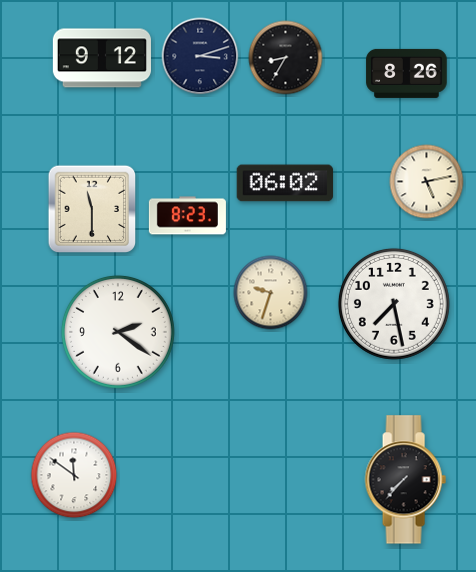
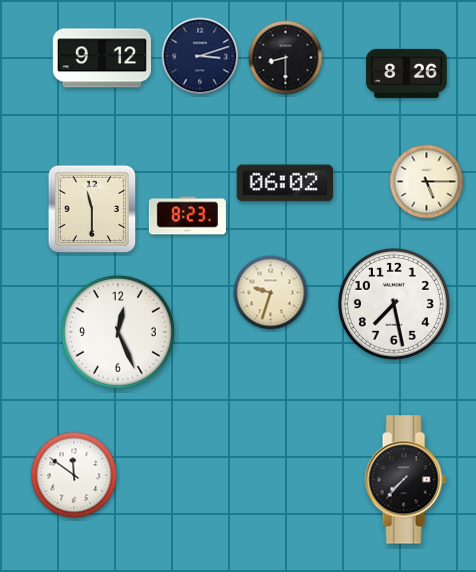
clock at (286, 58): 8:35 -> 8:30
clock at (427, 182): 5:13 -> 5:15
clock at (118, 332): 2:21 -> 12:26
